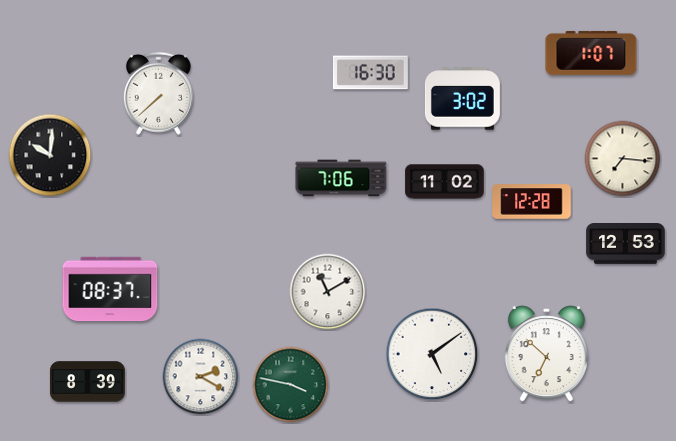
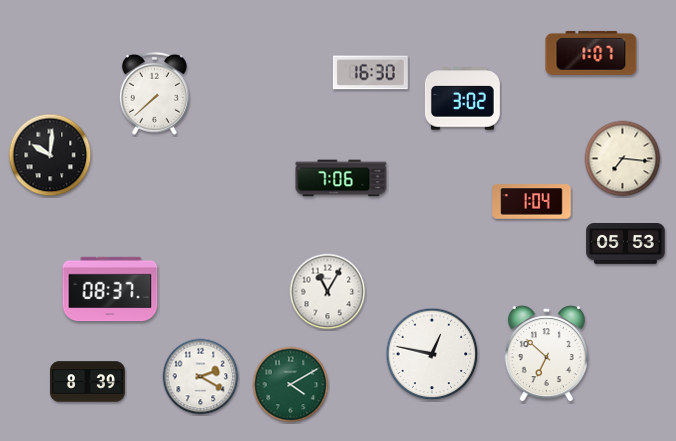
clock at (158, 93) position: (158, 93) -> (154, 93)
clock at (445, 182): 11:02 -> none
clock at (532, 202): 12:28 -> 1:04
clock at (626, 244): 12:53 -> 05:53
clock at (328, 292): 11:10 -> 11:05
clock at (432, 354): 5:09 -> 12:47
clock at (291, 385): 3:47 -> 4:10
